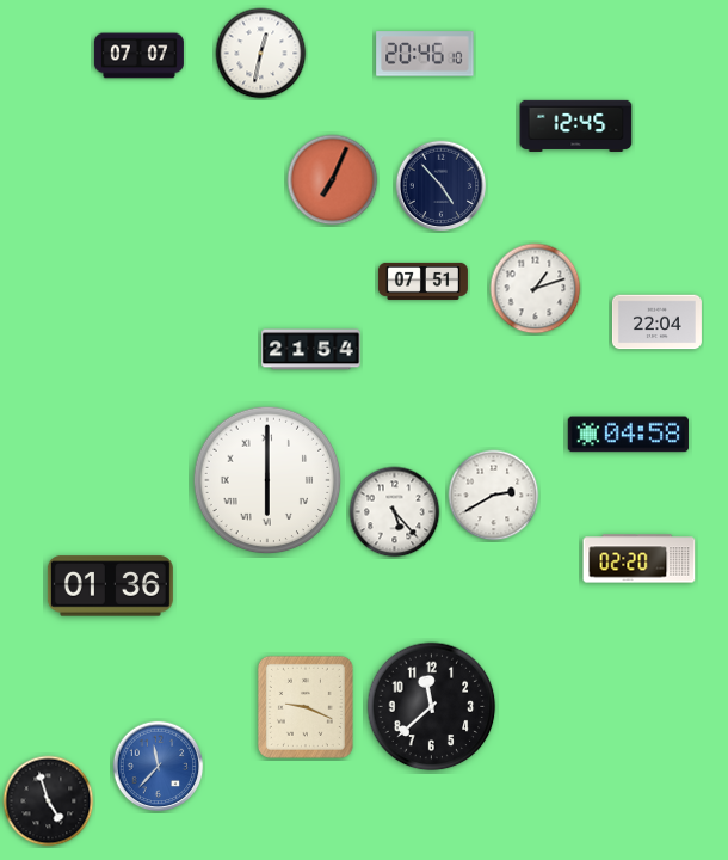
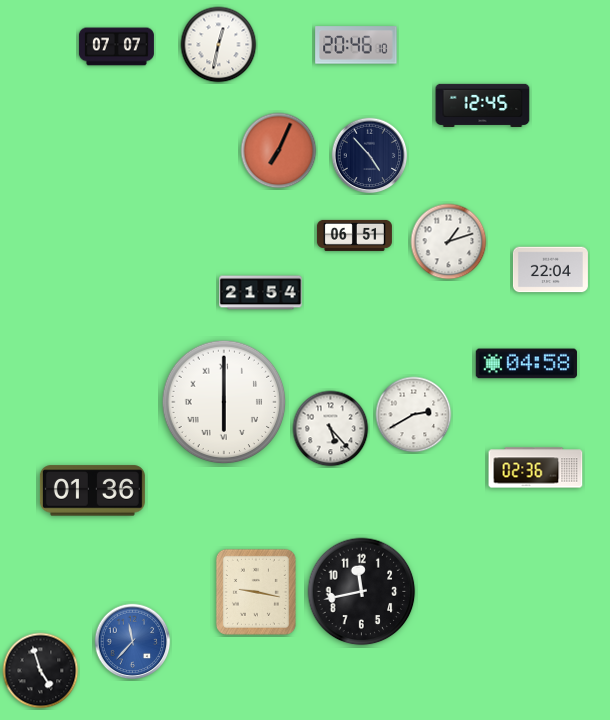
clock at (422, 281): 07:51 -> 06:51
clock at (640, 559): 02:20 -> 02:36
clock at (306, 707): 9:19 -> 9:17
clock at (432, 707): 11:38 -> 11:43
